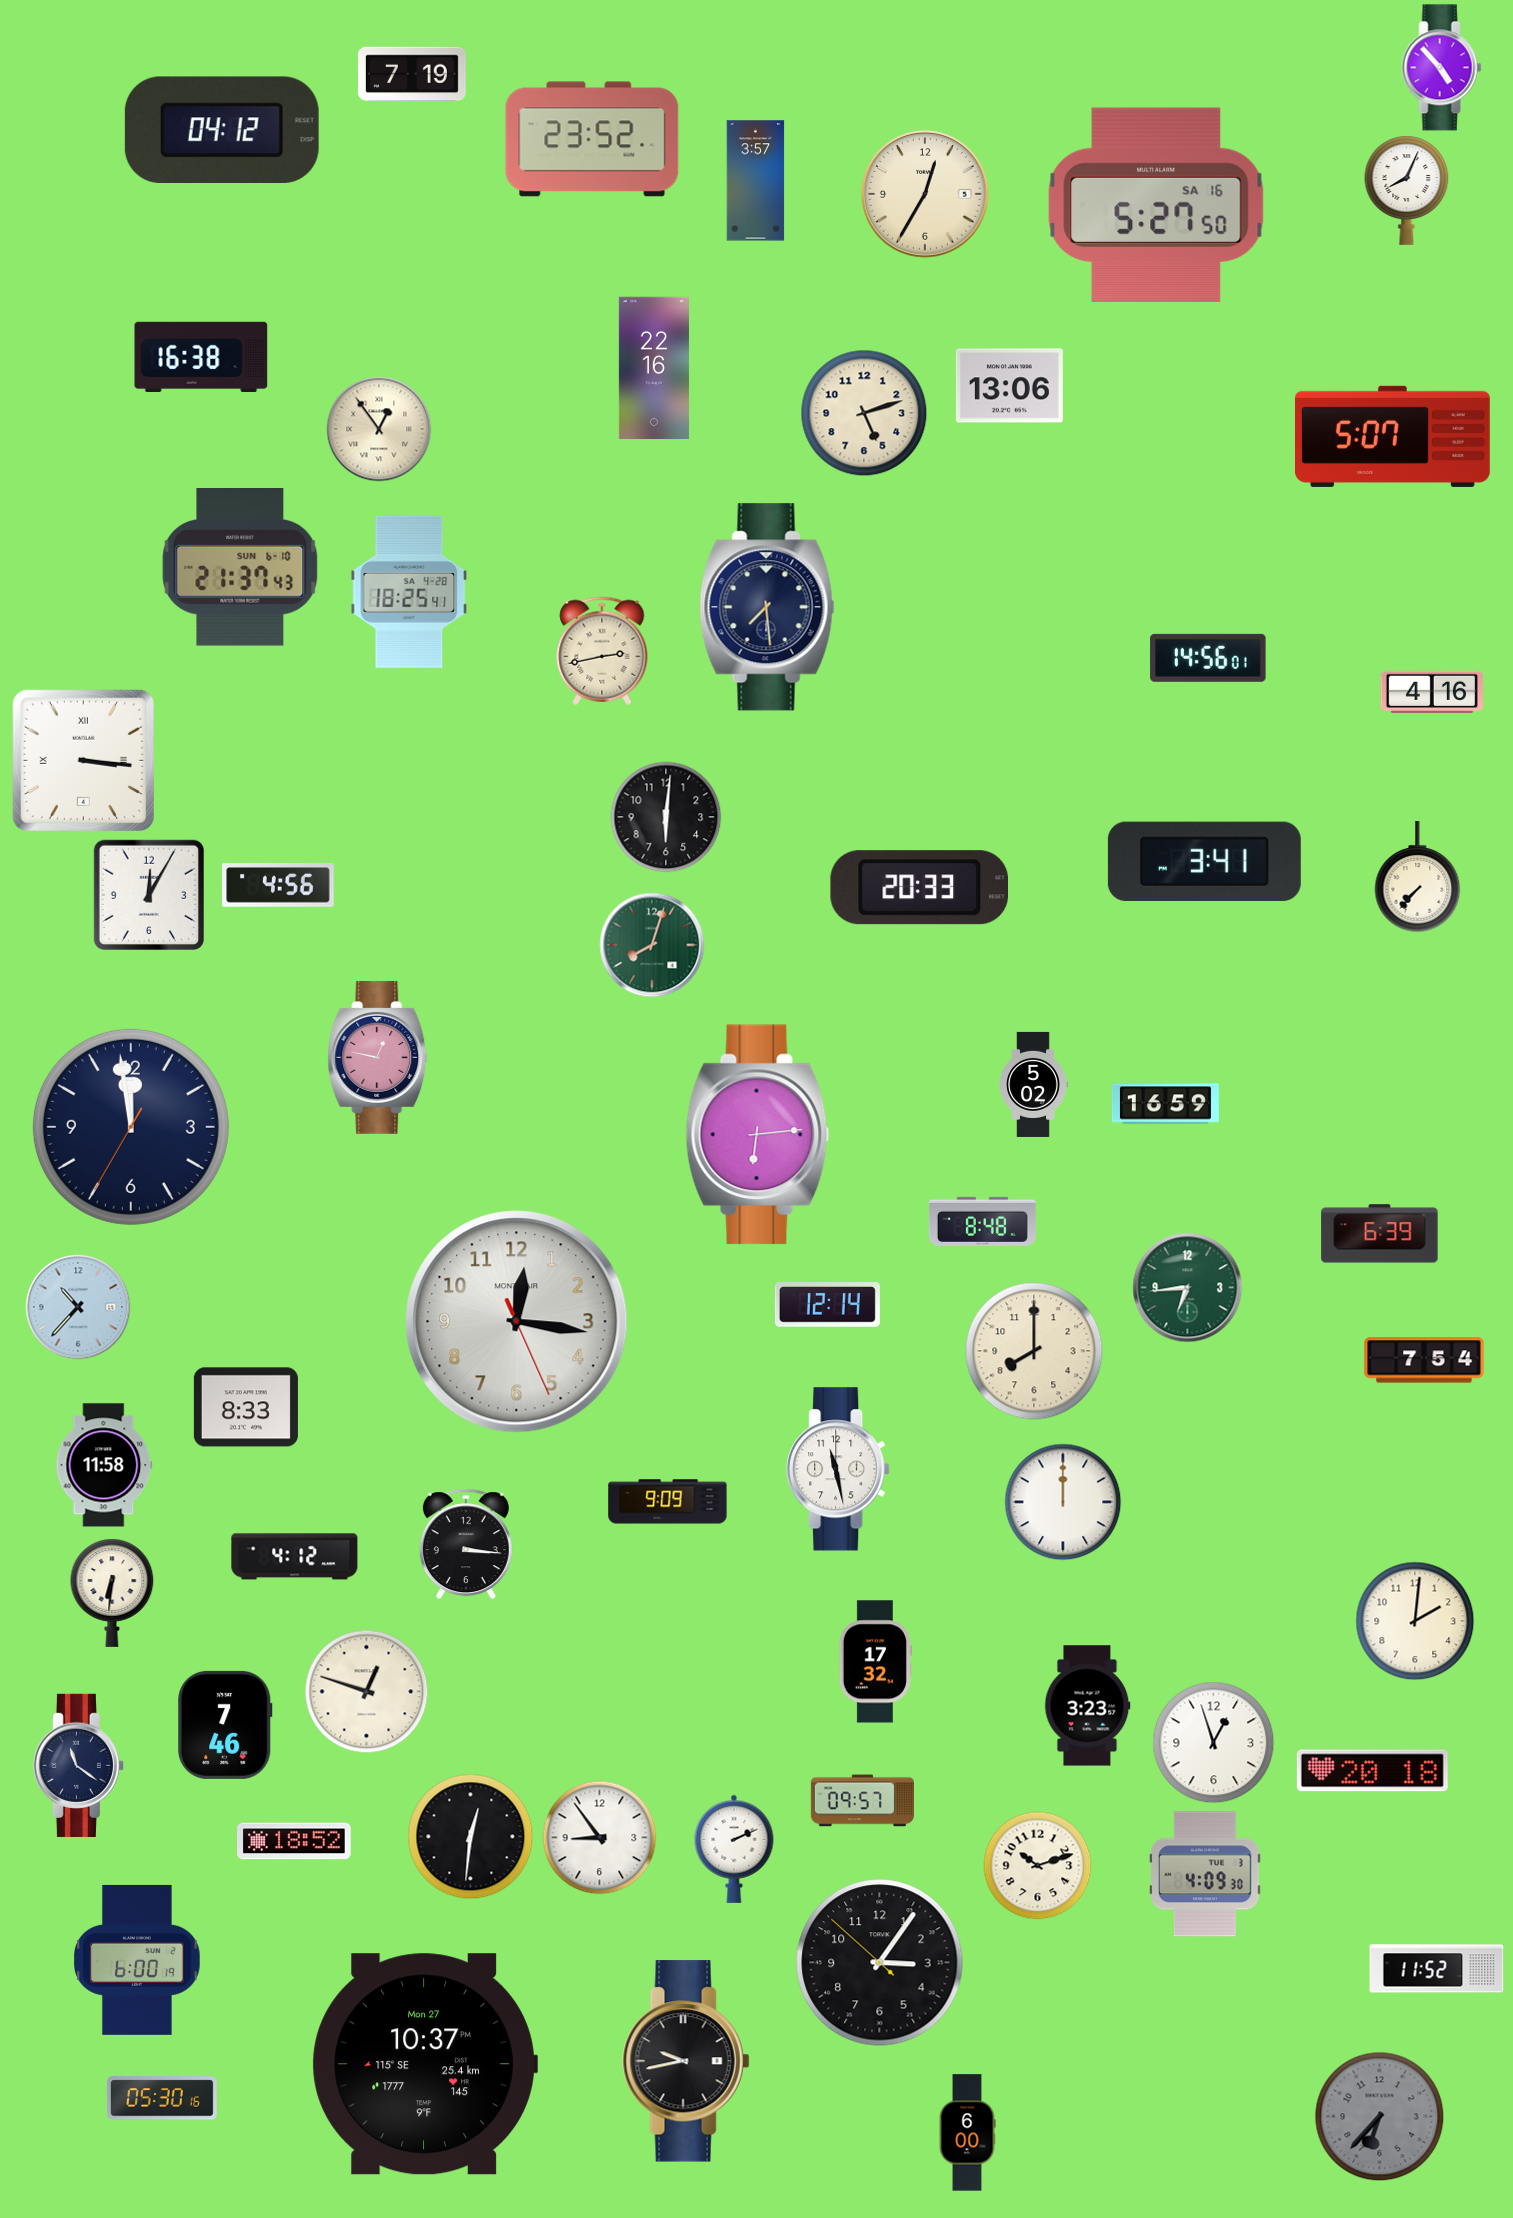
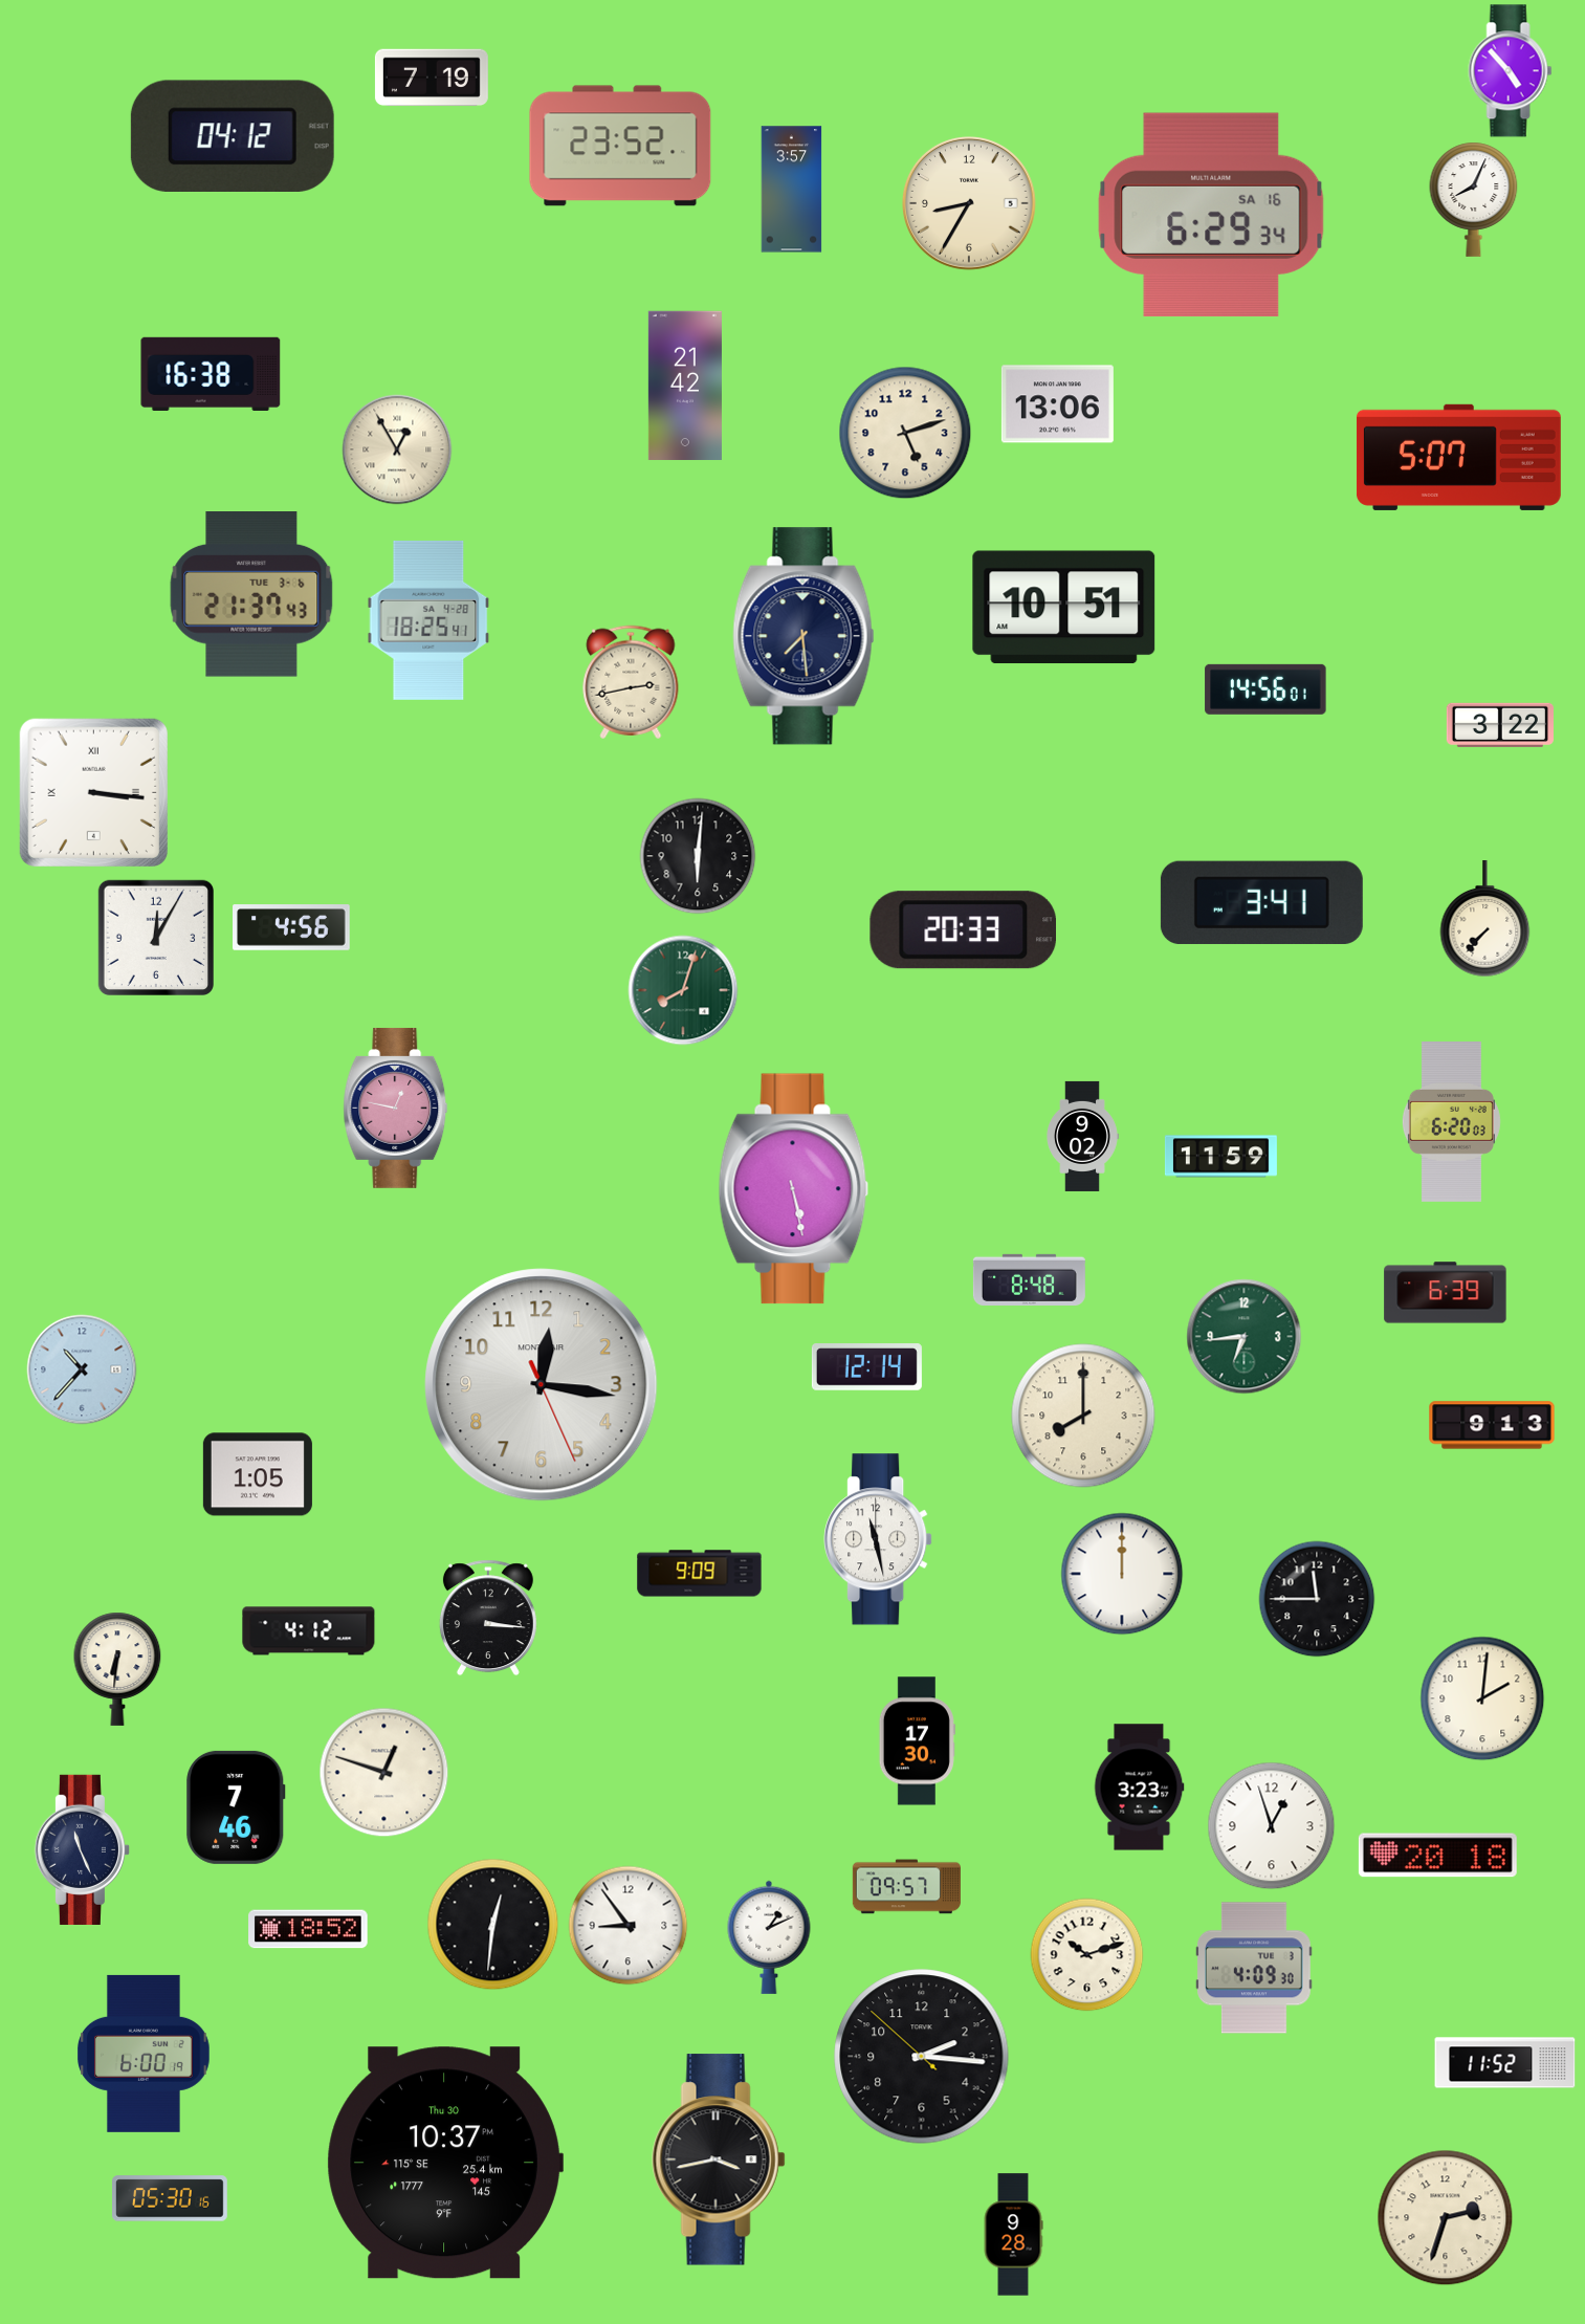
clock at (925, 194): 12:35 -> 8:35
clock at (1156, 205): 5:27 -> 6:29
clock at (654, 368): 22:16 -> 21:42
clock at (379, 429): 12:54 -> 12:55
clock at (240, 568) date: SUN 6-10 -> TUE 3-6
clock at (1064, 608): none -> 10:51
clock at (1432, 692): 4:16 -> 3:22
clock at (83, 760) position: (83, 760) -> (93, 792)
clock at (1451, 1122): none -> 6:20
clock at (1033, 1084): 5:02 -> 9:02
clock at (1165, 1104): 16:59 -> 11:59
clock at (131, 1127): 11:58 -> none
clock at (758, 1135): 6:14 -> 5:28
clock at (1188, 1288) position: (1188, 1288) -> (1245, 1337)
clock at (1424, 1360): 7:54 -> 9:13
clock at (246, 1407): 8:33 -> 1:05
clock at (104, 1465): 11:58 -> none
clock at (1063, 1502) position: (1063, 1502) -> (1122, 1574)
clock at (1317, 1599): none -> 11:45
clock at (875, 1662): 17:32 -> 17:30
clock at (78, 1765): 11:21 -> 11:26
clock at (862, 1801) position: (862, 1801) -> (906, 1887)
clock at (734, 1849): 2:11 -> 1:11
clock at (1206, 1874) position: (1206, 1874) -> (1255, 1968)
clock at (880, 1963): 3:05 -> 2:15
clock at (686, 2061): 9:43 -> 3:43
clock at (425, 2064) date: Mon 27 -> Thu 30
clock at (1380, 2117): 6:37 -> 2:33
clock at (1380, 2117) dial: grey -> cream
clock at (967, 2133): 6:00 -> 9:28
